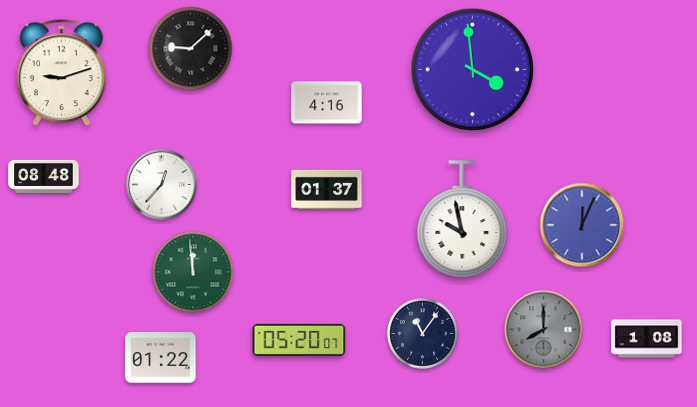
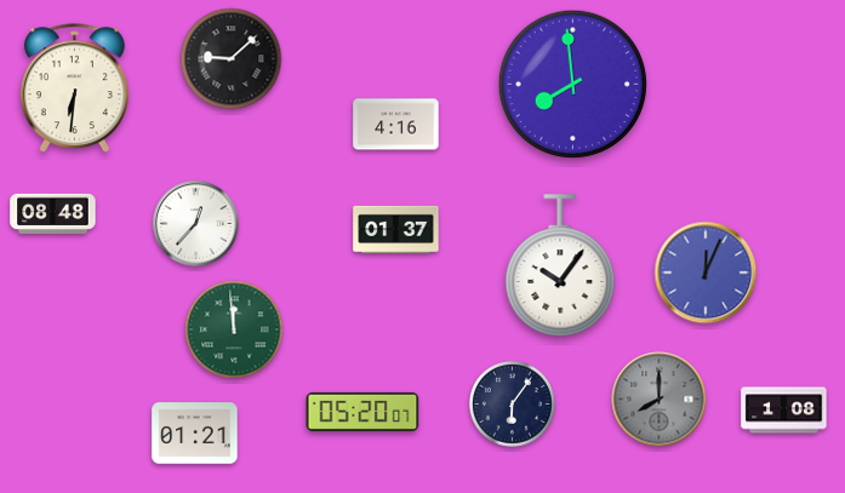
clock at (472, 69): 3:59 -> 7:59
clock at (61, 73): 9:12 -> 6:31
clock at (462, 219): 9:58 -> 10:06
clock at (422, 333): 11:06 -> 6:06
clock at (161, 358): 01:22 -> 01:21
